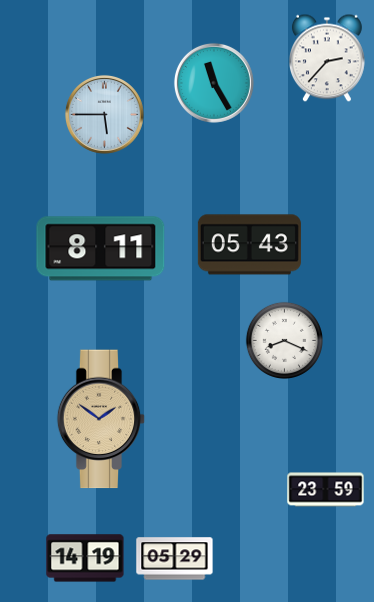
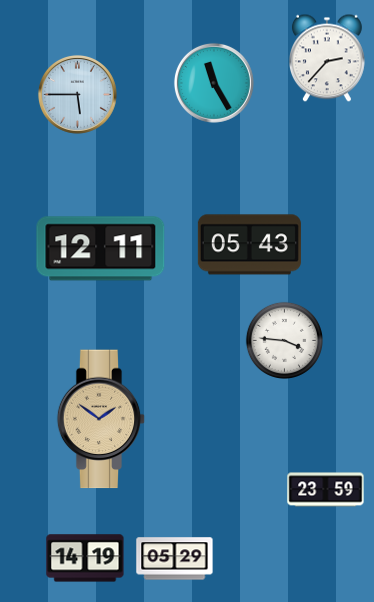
clock at (104, 114) position: (104, 114) -> (77, 94)
clock at (101, 249): 8:11 -> 12:11
clock at (284, 340): 8:19 -> 3:46
